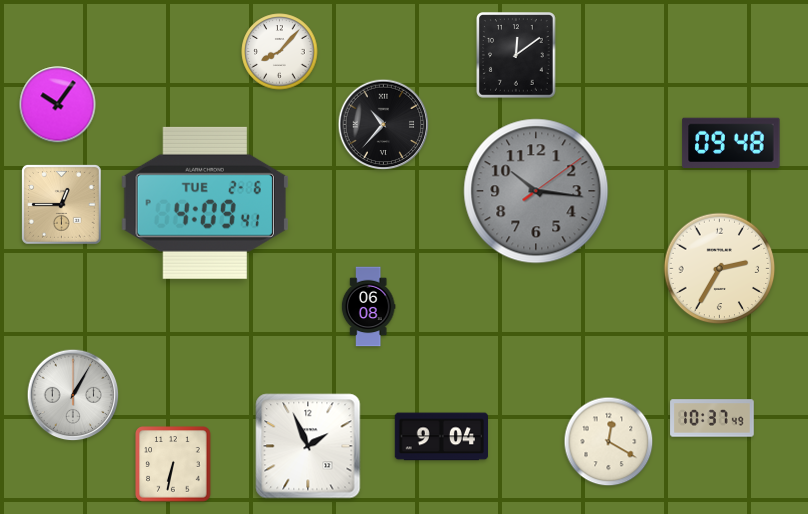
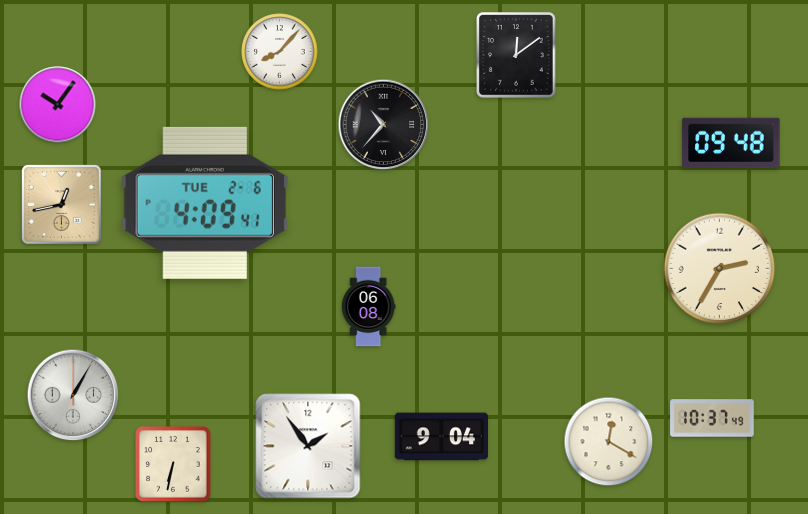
clock at (536, 191): 10:16 -> none
clock at (62, 205): 12:45 -> 12:43
clock at (308, 446): 1:56 -> 1:54
